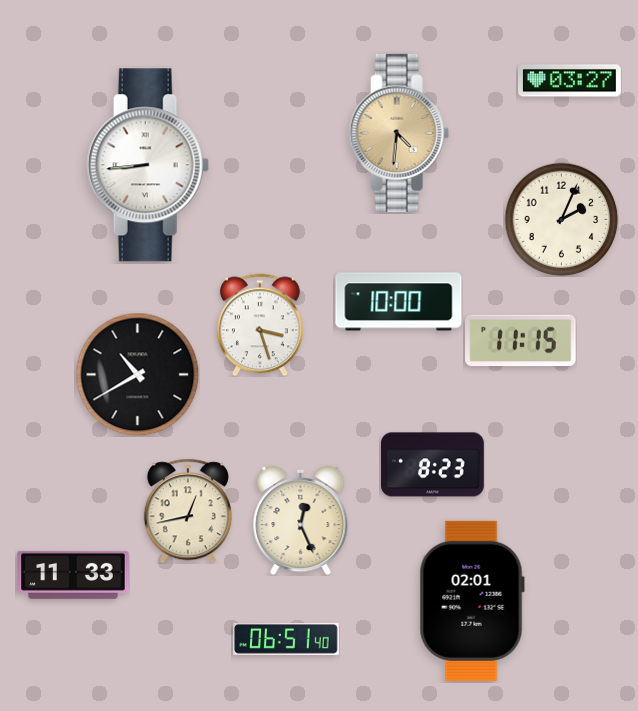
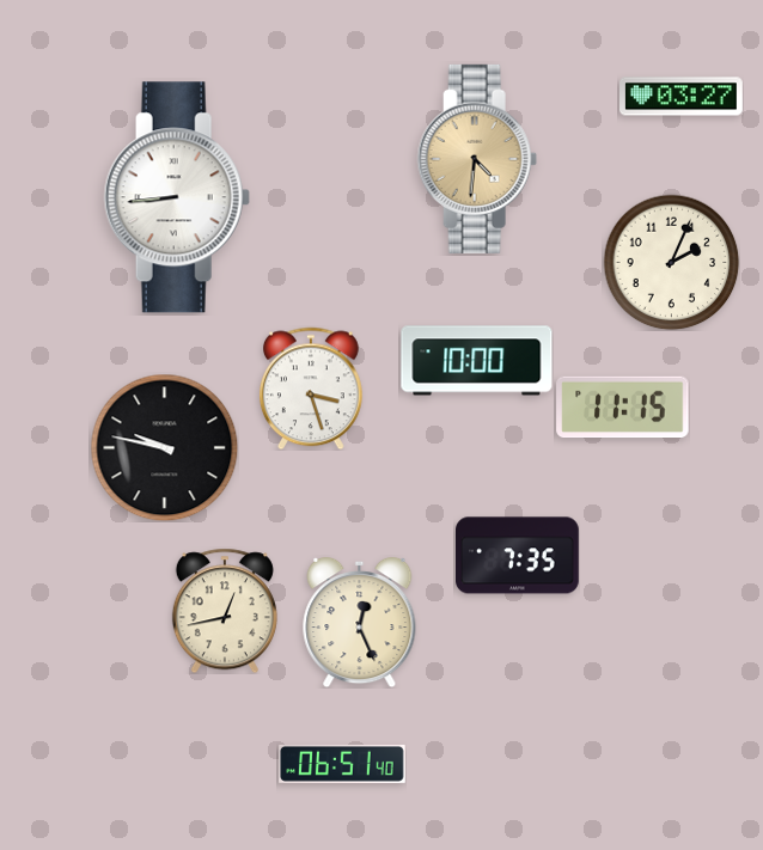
clock at (137, 374): 10:40 -> 9:47
clock at (433, 465): 8:23 -> 7:35
clock at (73, 575): 11:33 -> none
clock at (472, 601): 02:01 -> none
